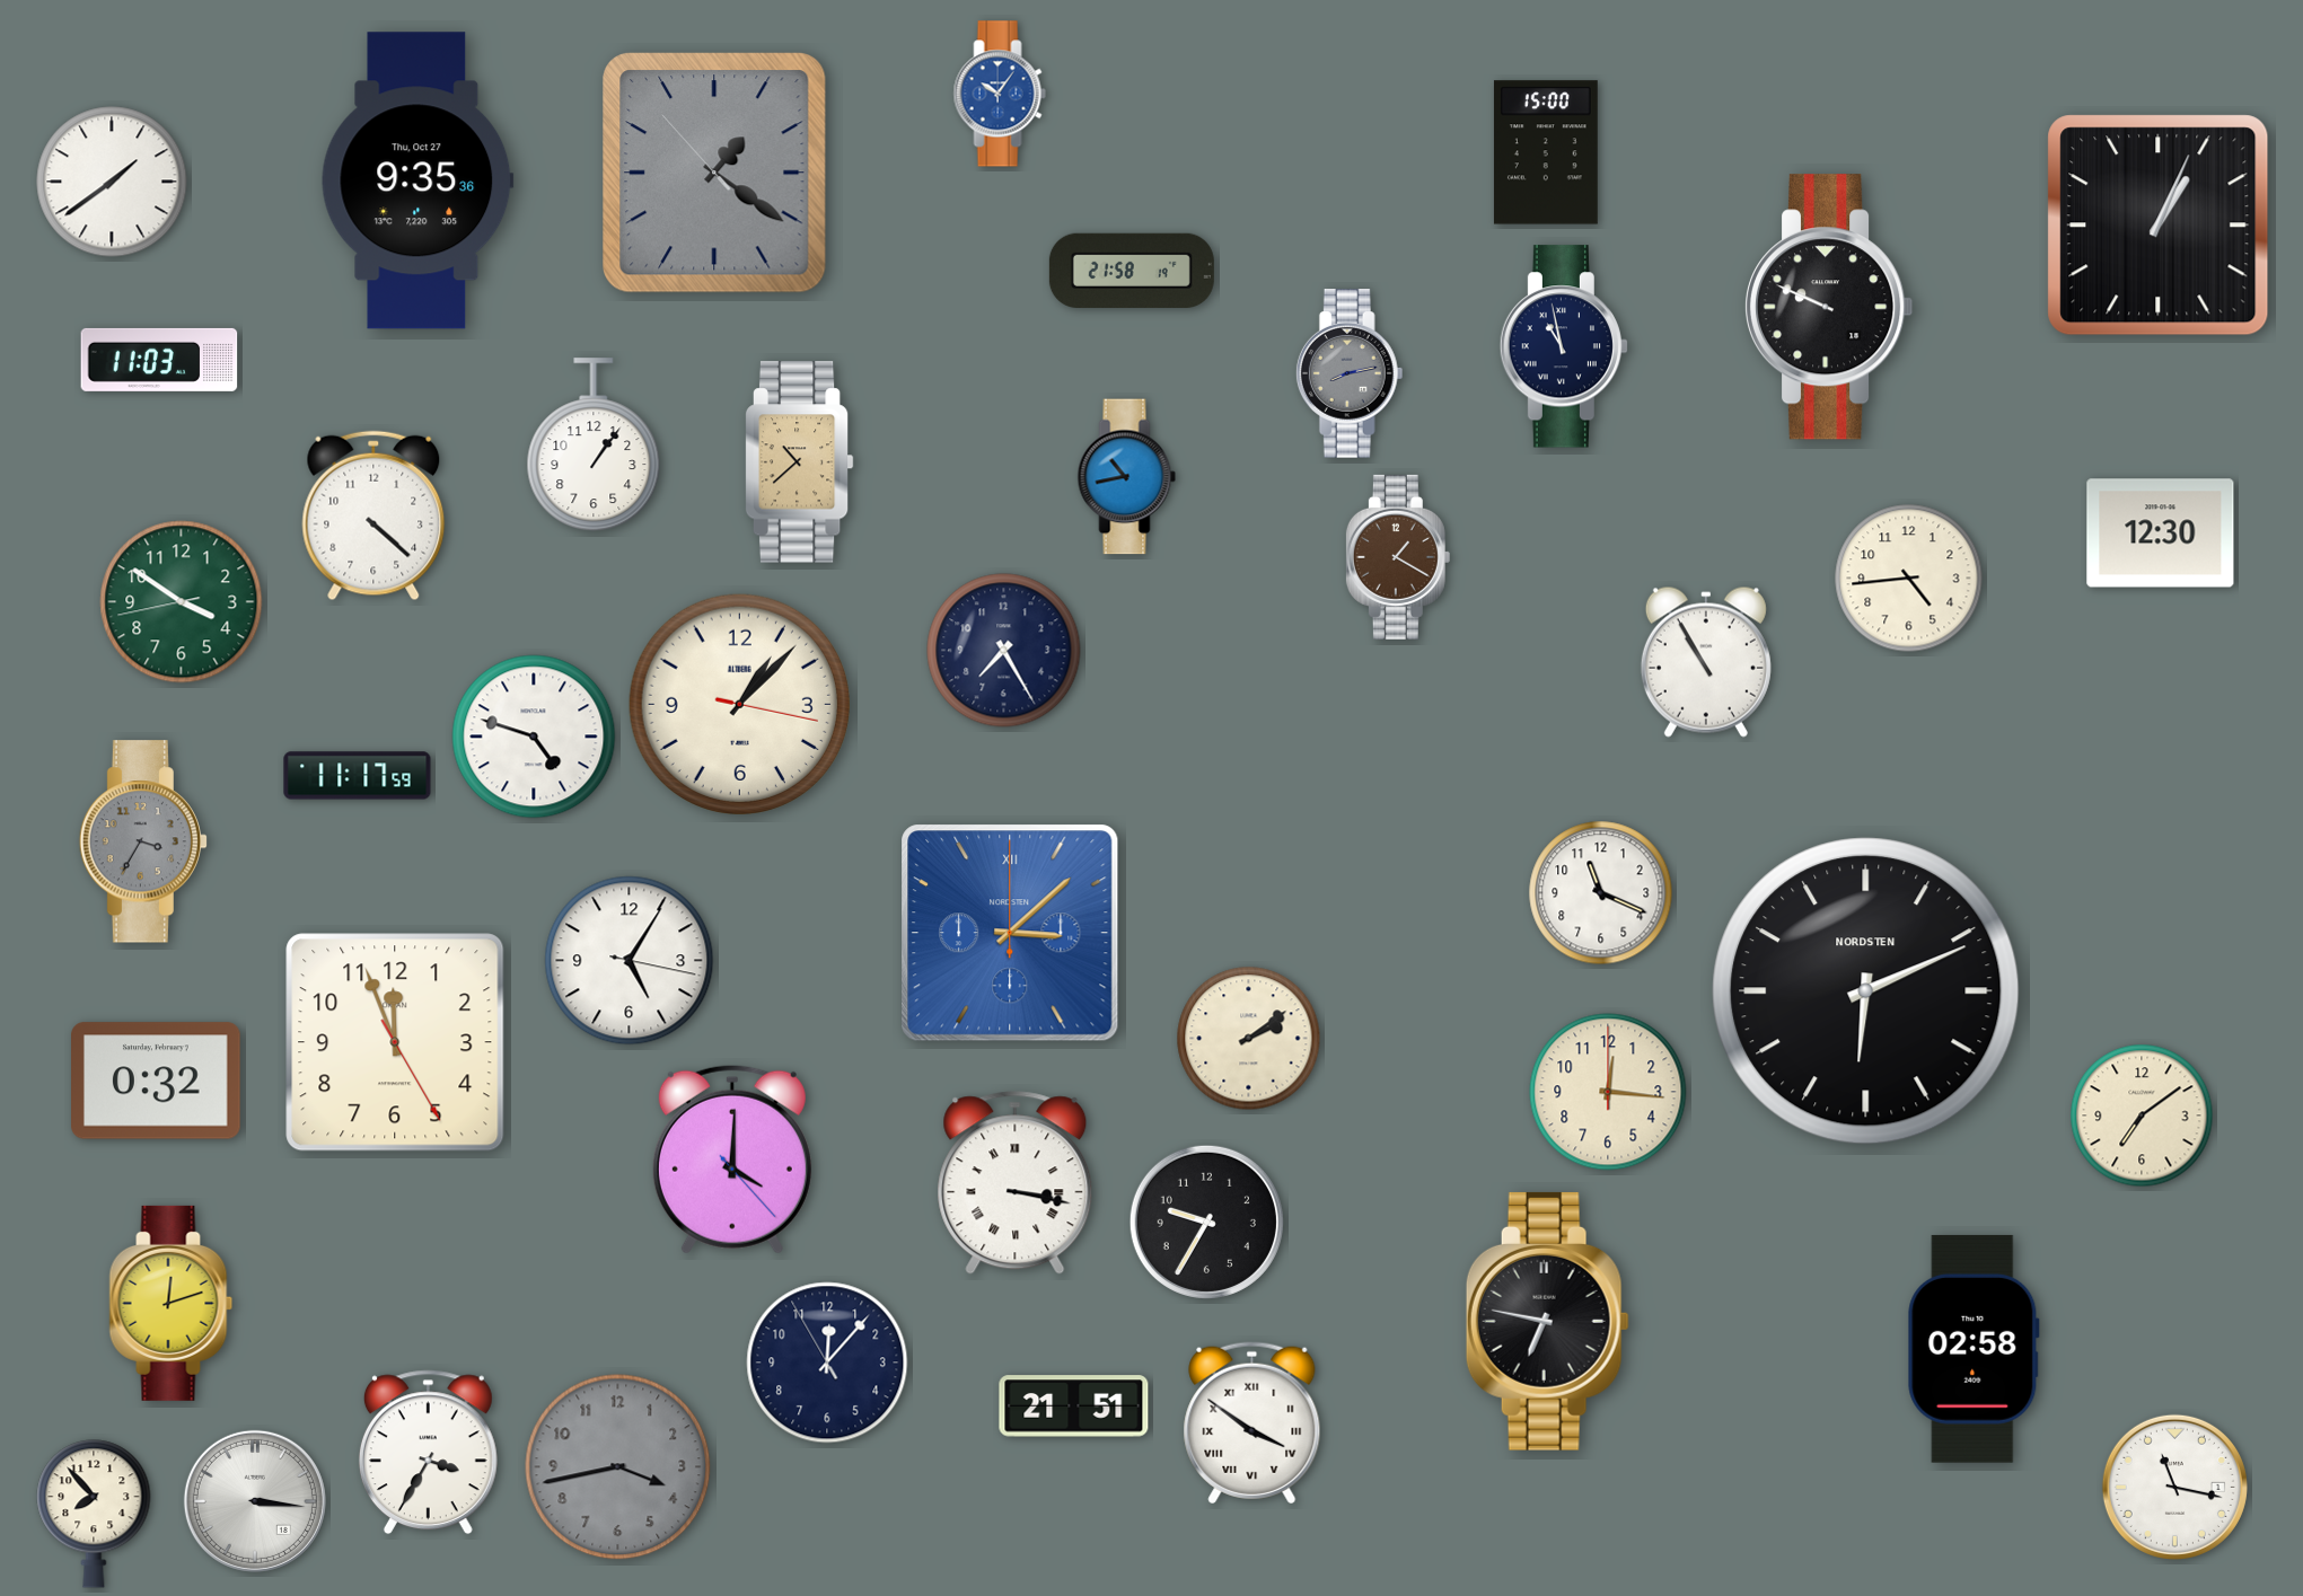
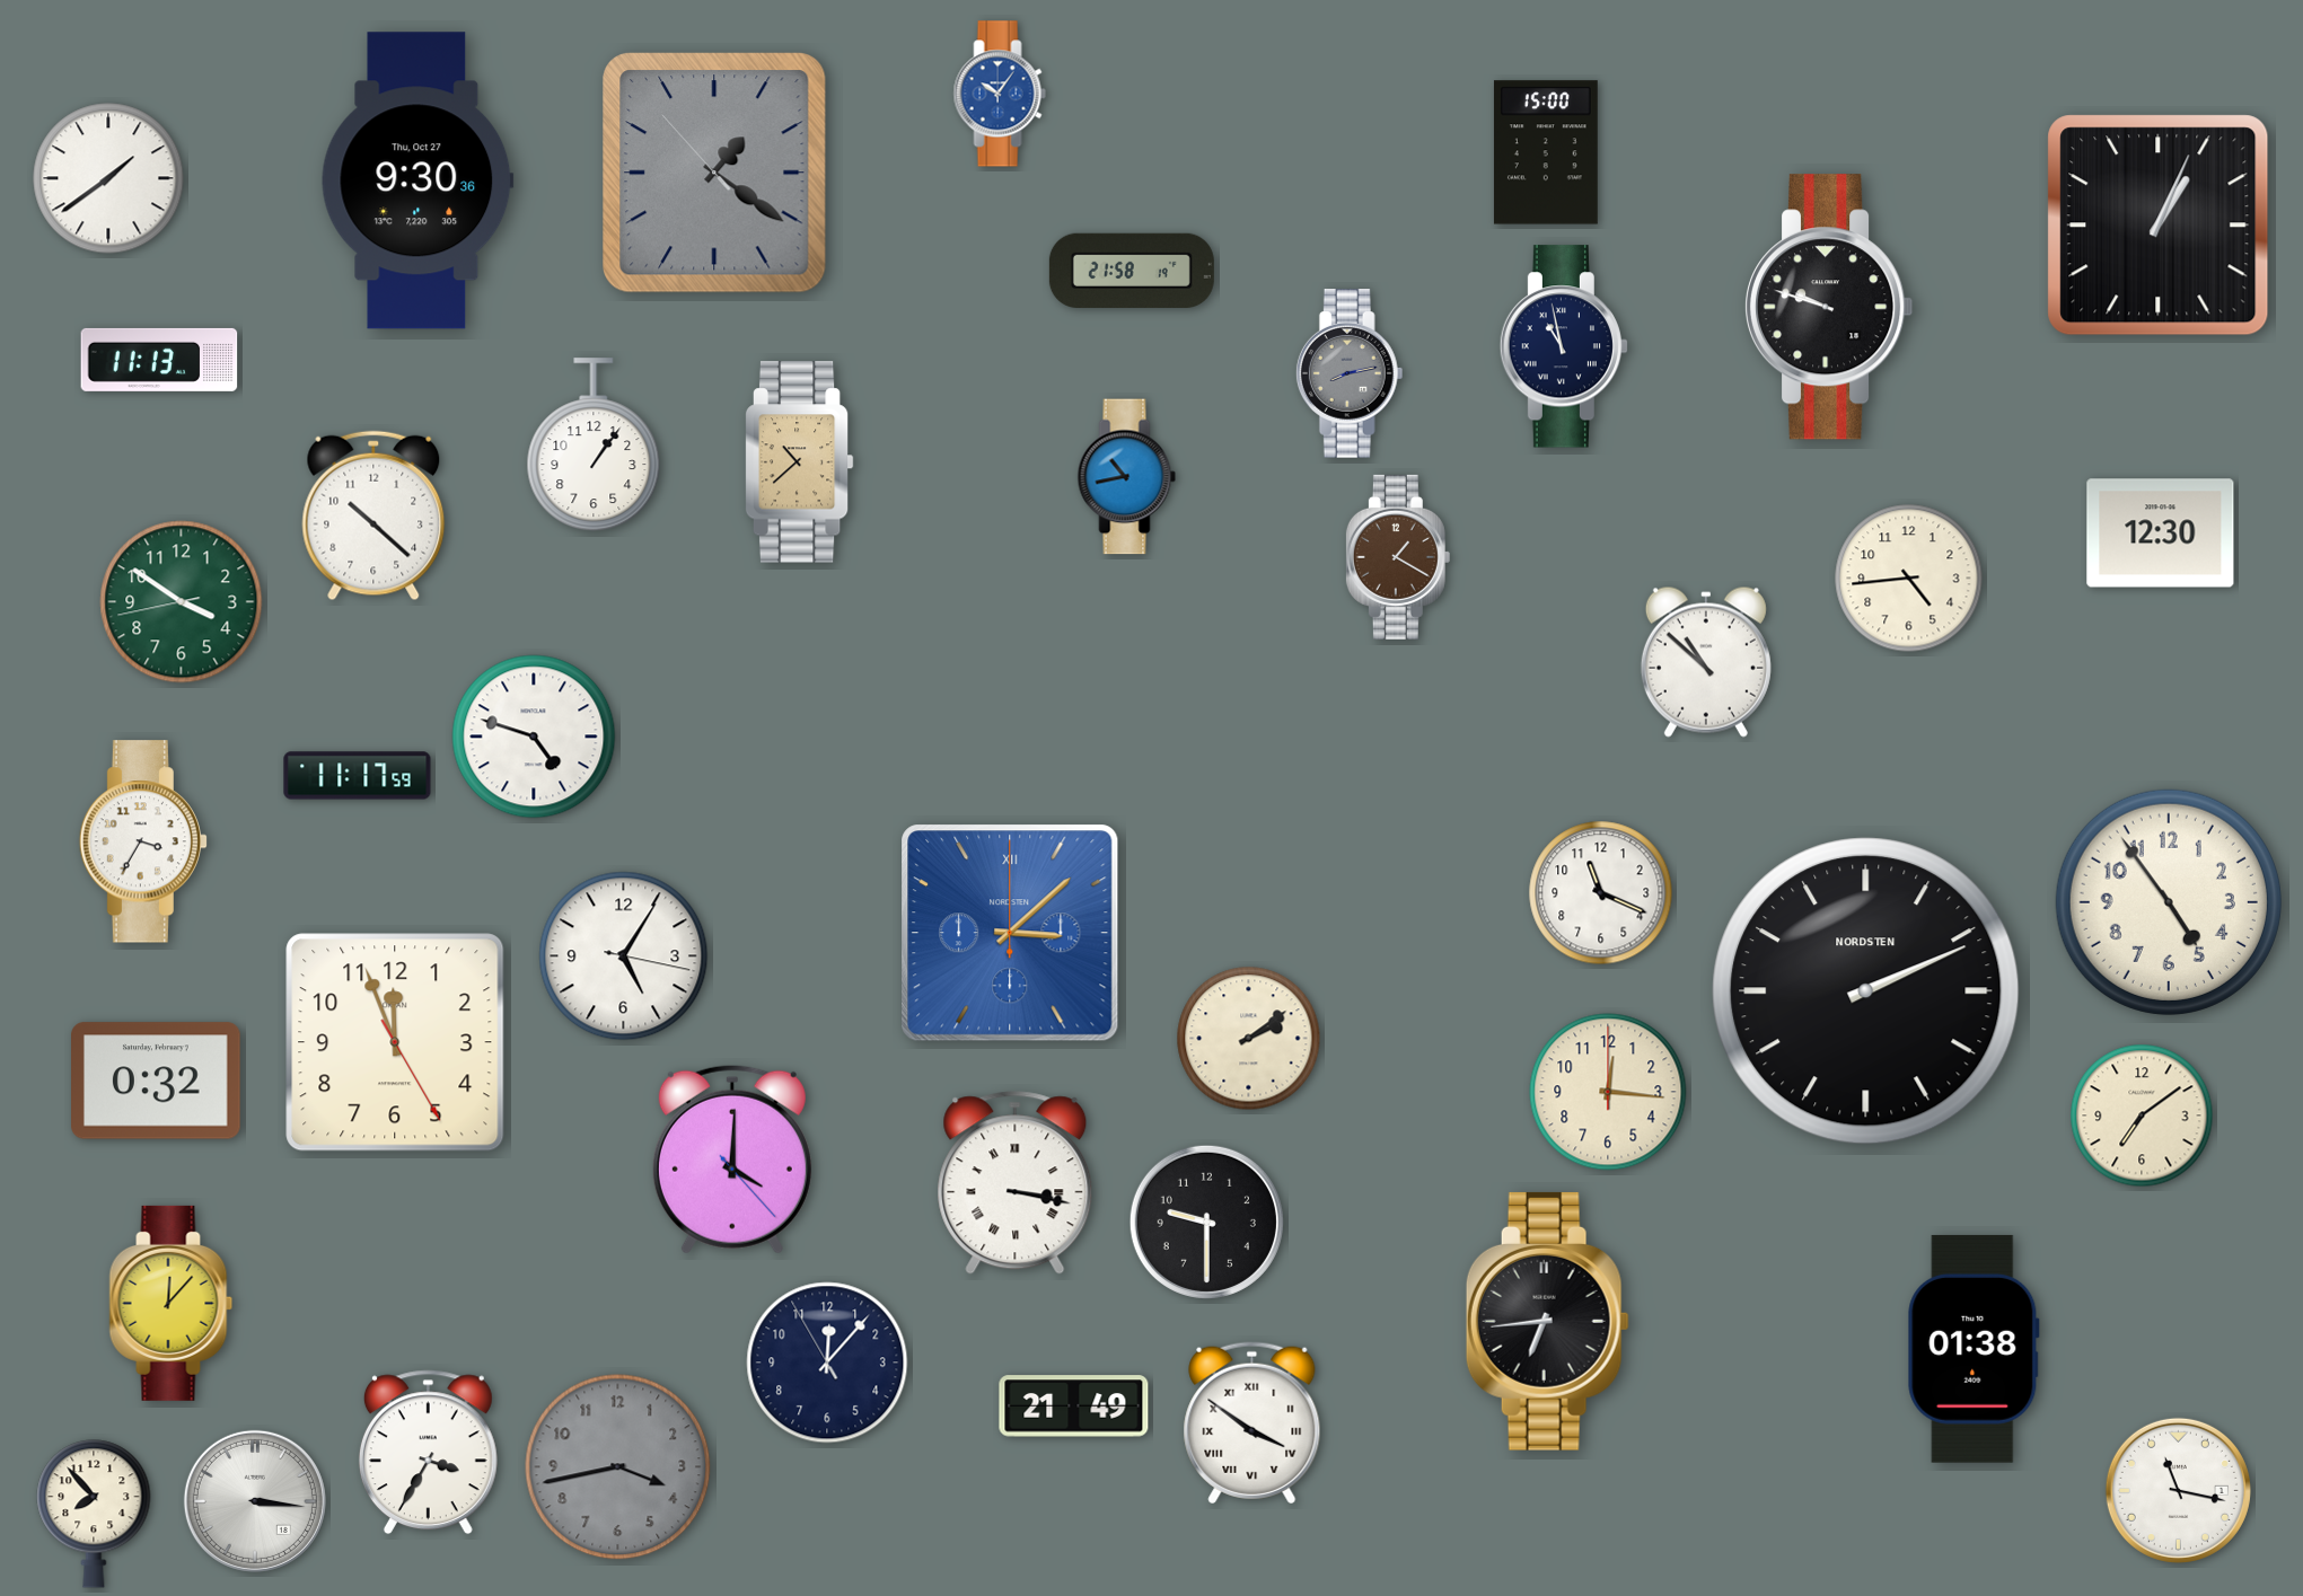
clock at (417, 180): 9:35 -> 9:30
clock at (112, 182) position: (112, 182) -> (108, 178)
clock at (1830, 307): 9:49 -> 9:48
clock at (159, 360): 11:03 -> 11:13
clock at (373, 515): 4:22 -> 10:22
clock at (1004, 651): 7:25 -> none
clock at (1706, 662): 10:55 -> 10:52
clock at (739, 704): 1:07 -> none
clock at (142, 841) dial: grey -> white
clock at (2169, 902): none -> 4:54
clock at (630, 961) position: (630, 961) -> (624, 956)
clock at (1866, 991): 6:11 -> 2:11
clock at (1206, 1222): 9:35 -> 9:30
clock at (172, 1303): 12:12 -> 12:07
clock at (1547, 1321): 6:47 -> 6:44
clock at (1974, 1349): 02:58 -> 01:38
clock at (1074, 1407): 21:51 -> 21:49
clock at (2174, 1487) position: (2174, 1487) -> (2178, 1490)
